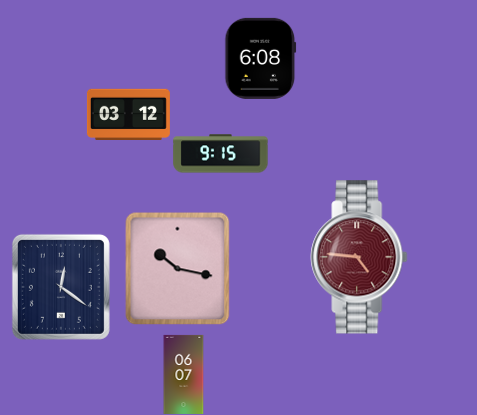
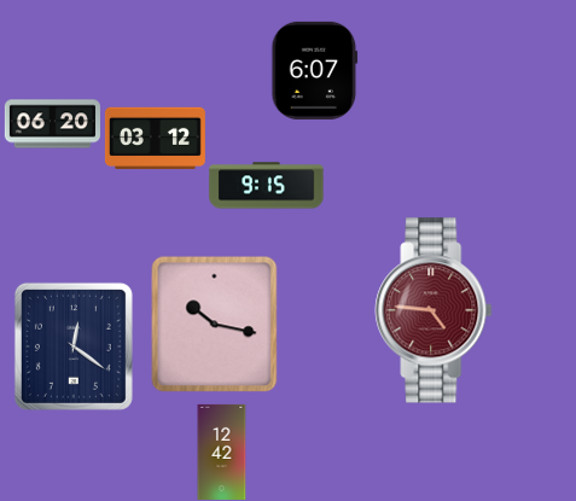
clock at (261, 58): 6:08 -> 6:07
clock at (52, 124): none -> 06:20
clock at (184, 374): 06:07 -> 12:42
